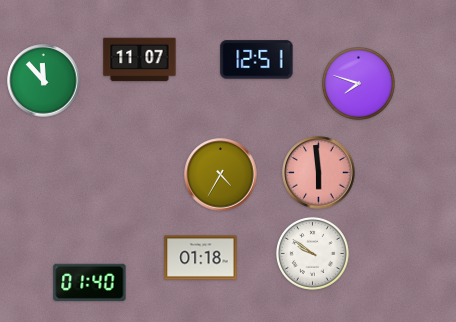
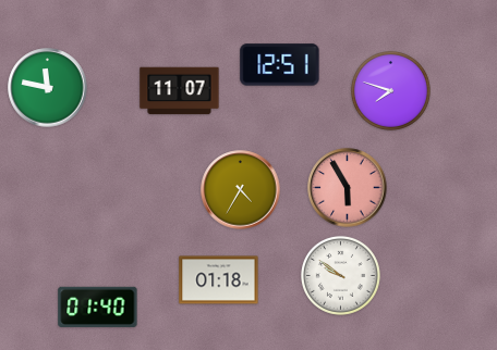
clock at (140, 60) position: (140, 60) -> (180, 91)
clock at (44, 81): 11:53 -> 11:47
clock at (319, 173): 5:59 -> 5:55
